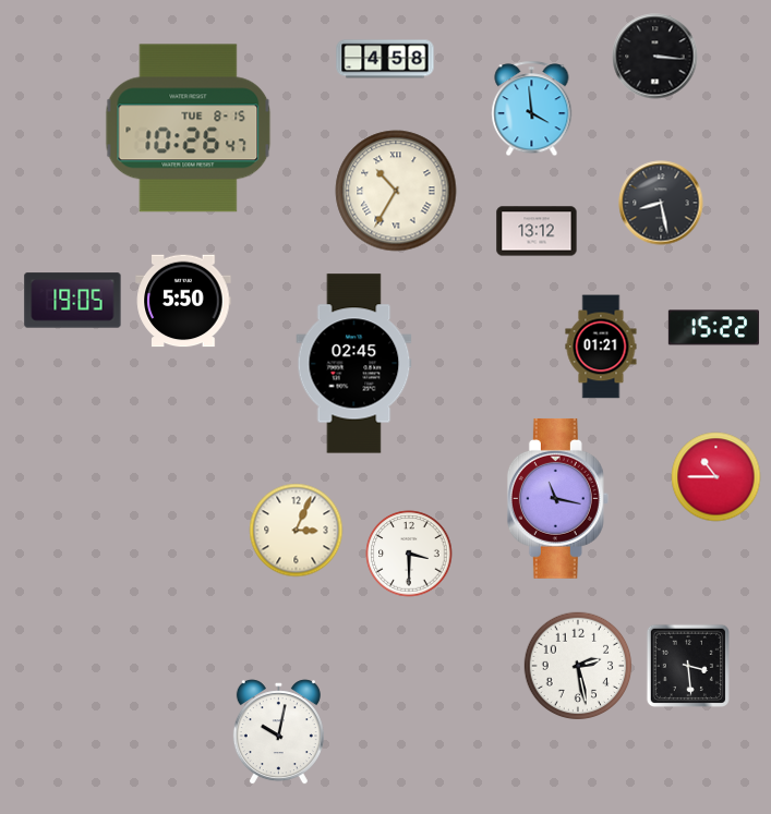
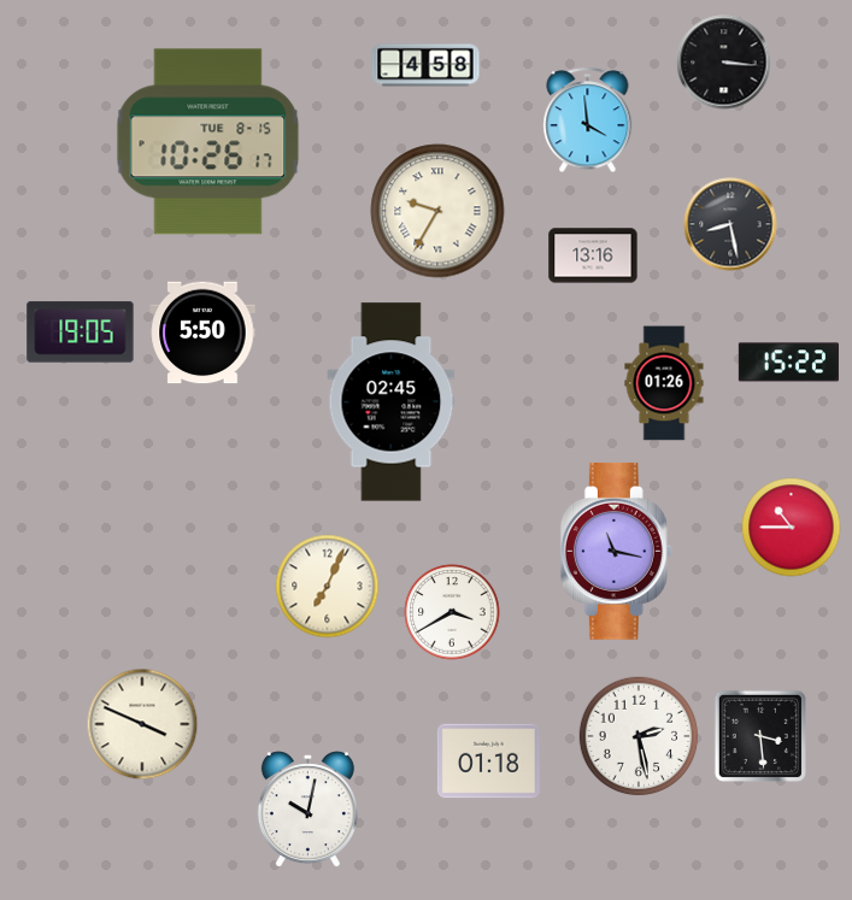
clock at (189, 129): 10:26:47 -> 10:26:17
clock at (396, 191): 10:35 -> 9:35
clock at (537, 231): 13:12 -> 13:16
clock at (601, 347): 01:21 -> 01:26
clock at (297, 531): 3:04 -> 7:04
clock at (409, 554): 3:30 -> 3:40
clock at (142, 724): none -> 3:49
clock at (488, 761): none -> 01:18
